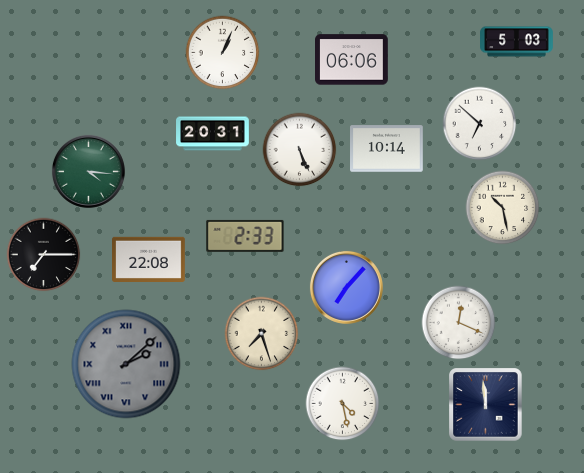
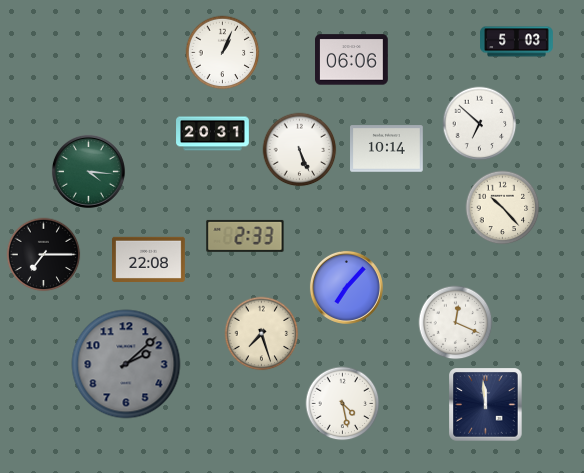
clock at (503, 208): 10:28 -> 10:23
clock at (459, 323) position: (459, 323) -> (456, 323)
clock at (126, 364) numerals: Roman -> Arabic
